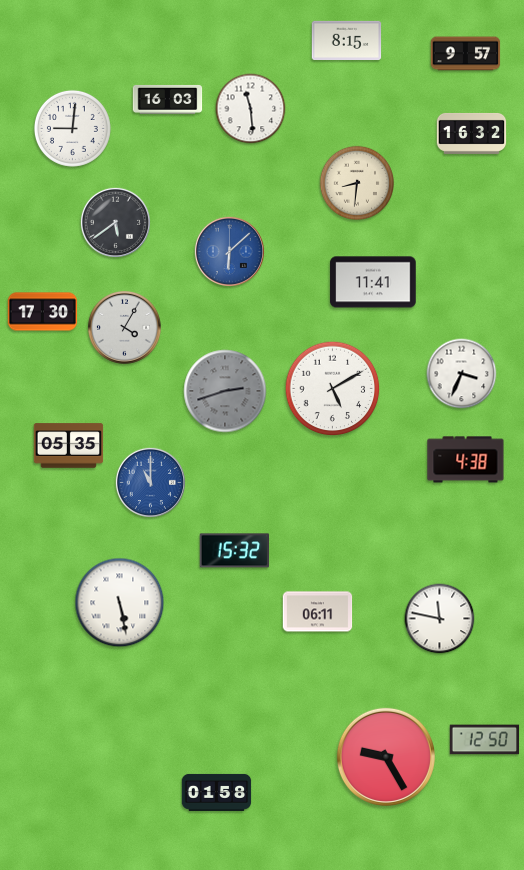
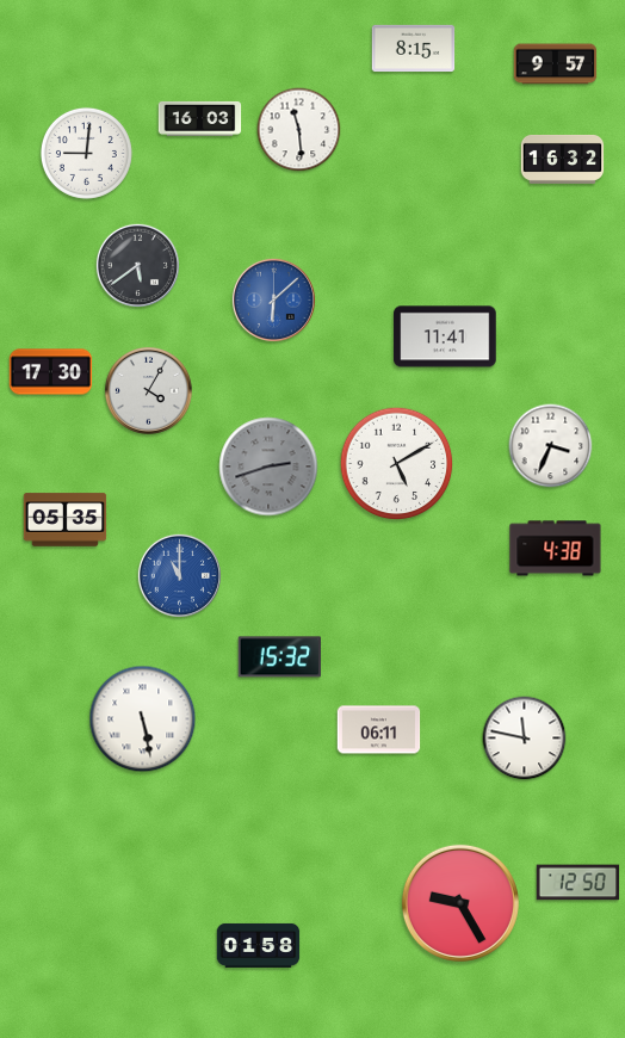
clock at (356, 182): 8:31 -> none
clock at (69, 446) position: (69, 446) -> (66, 520)
